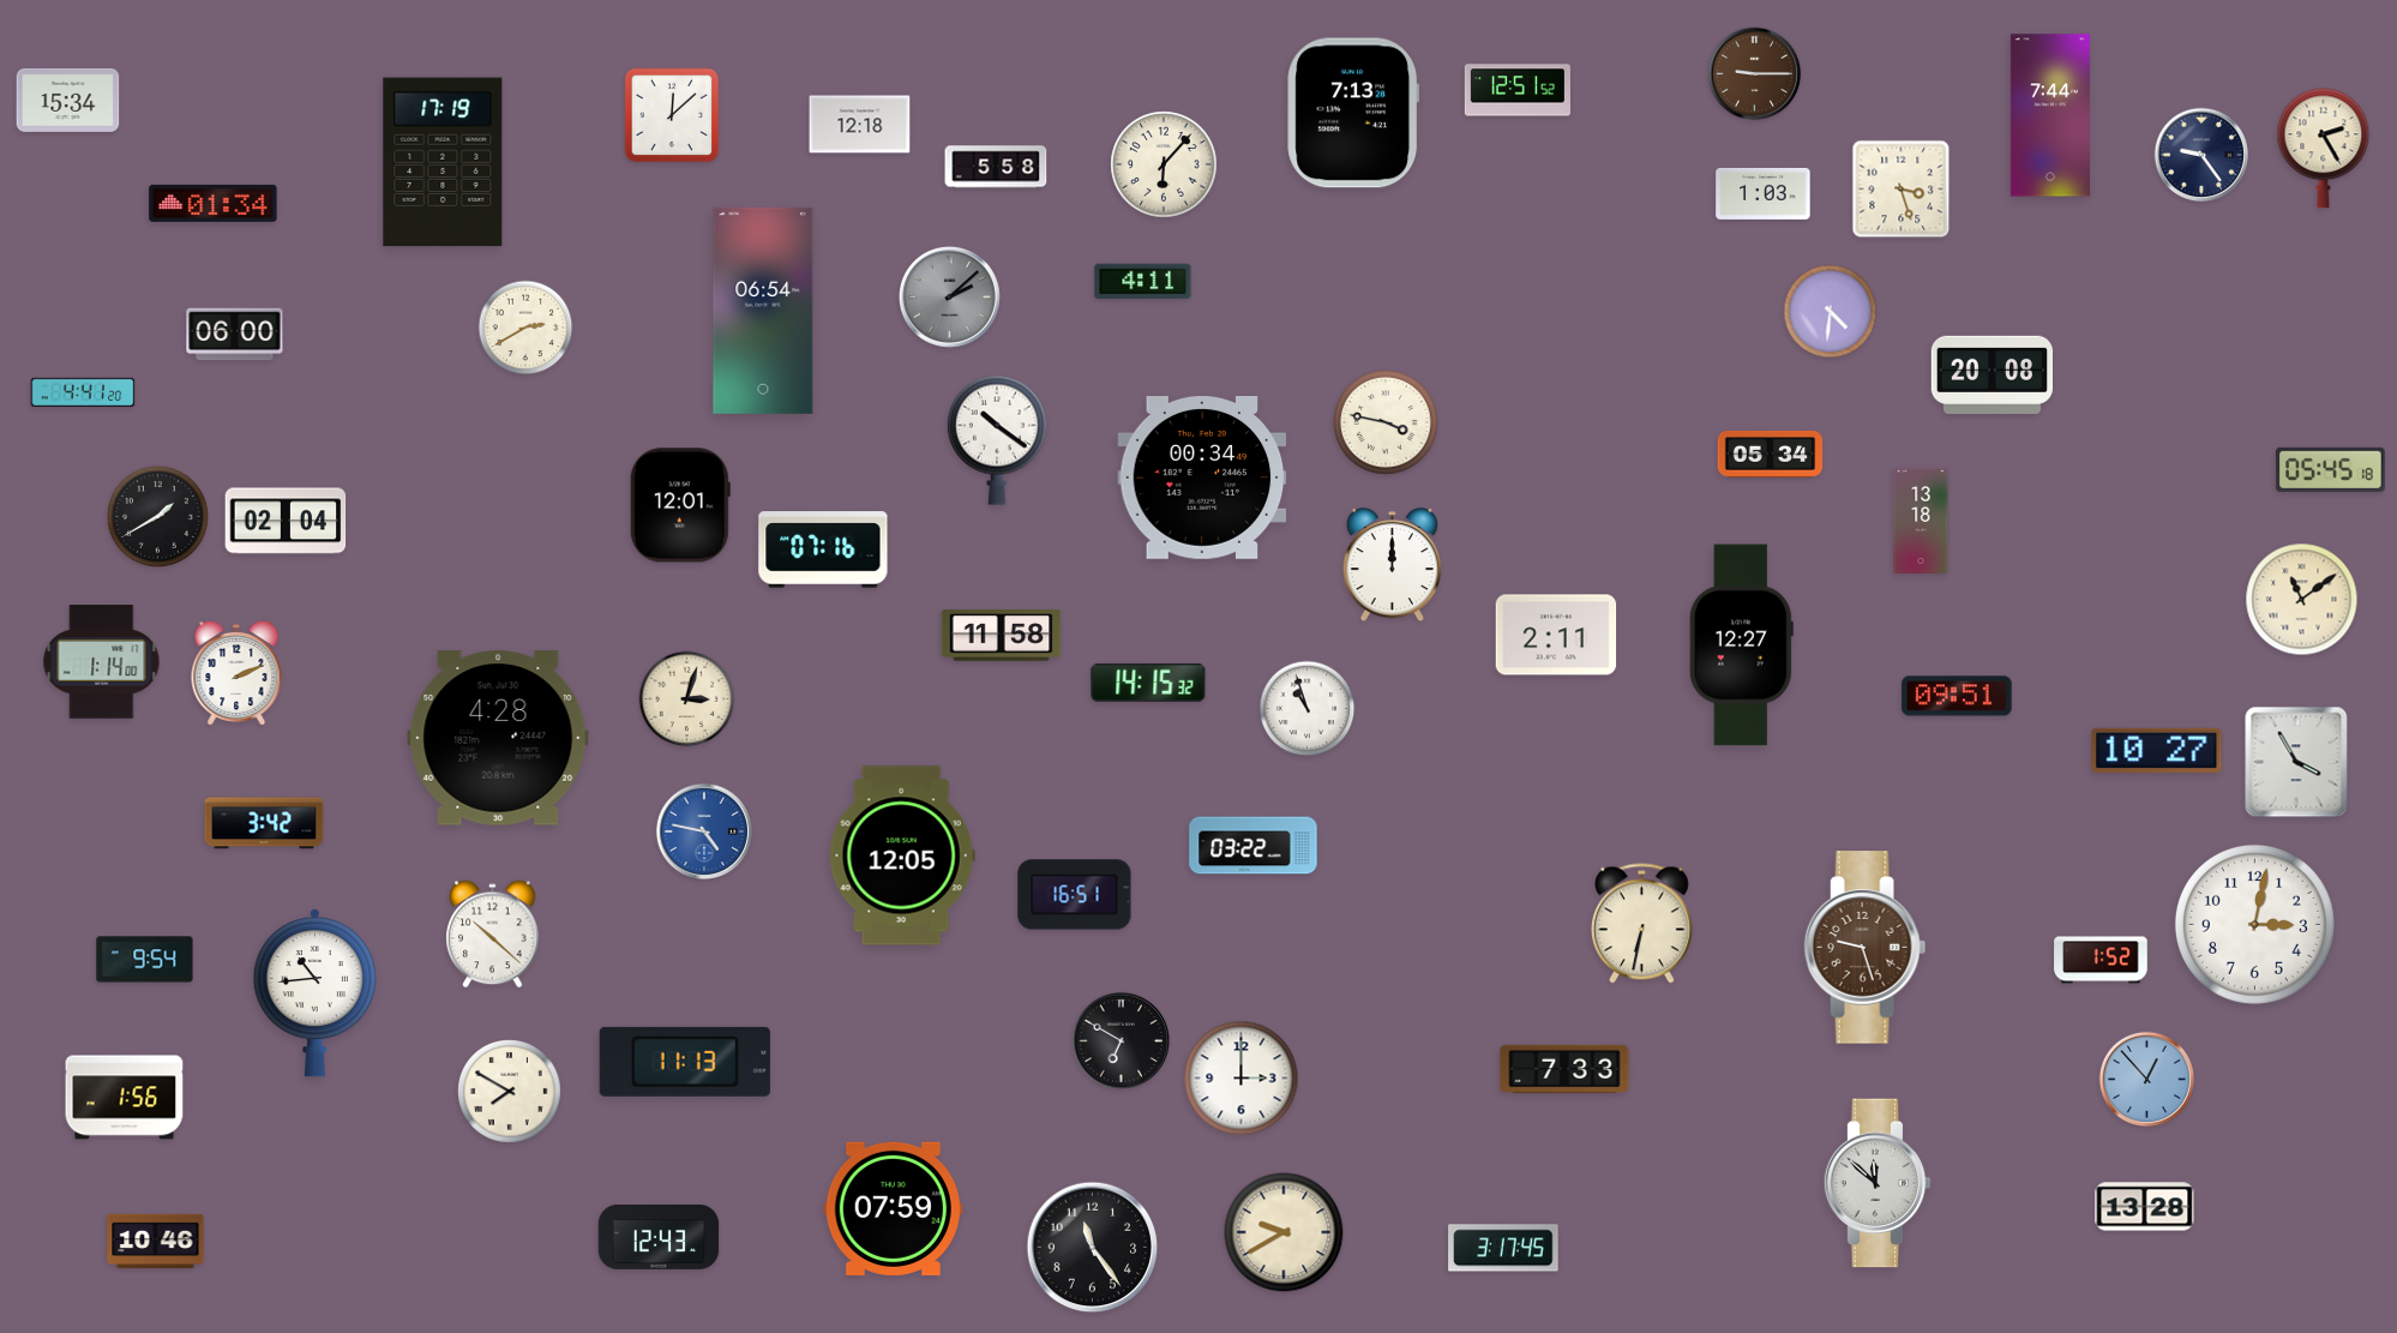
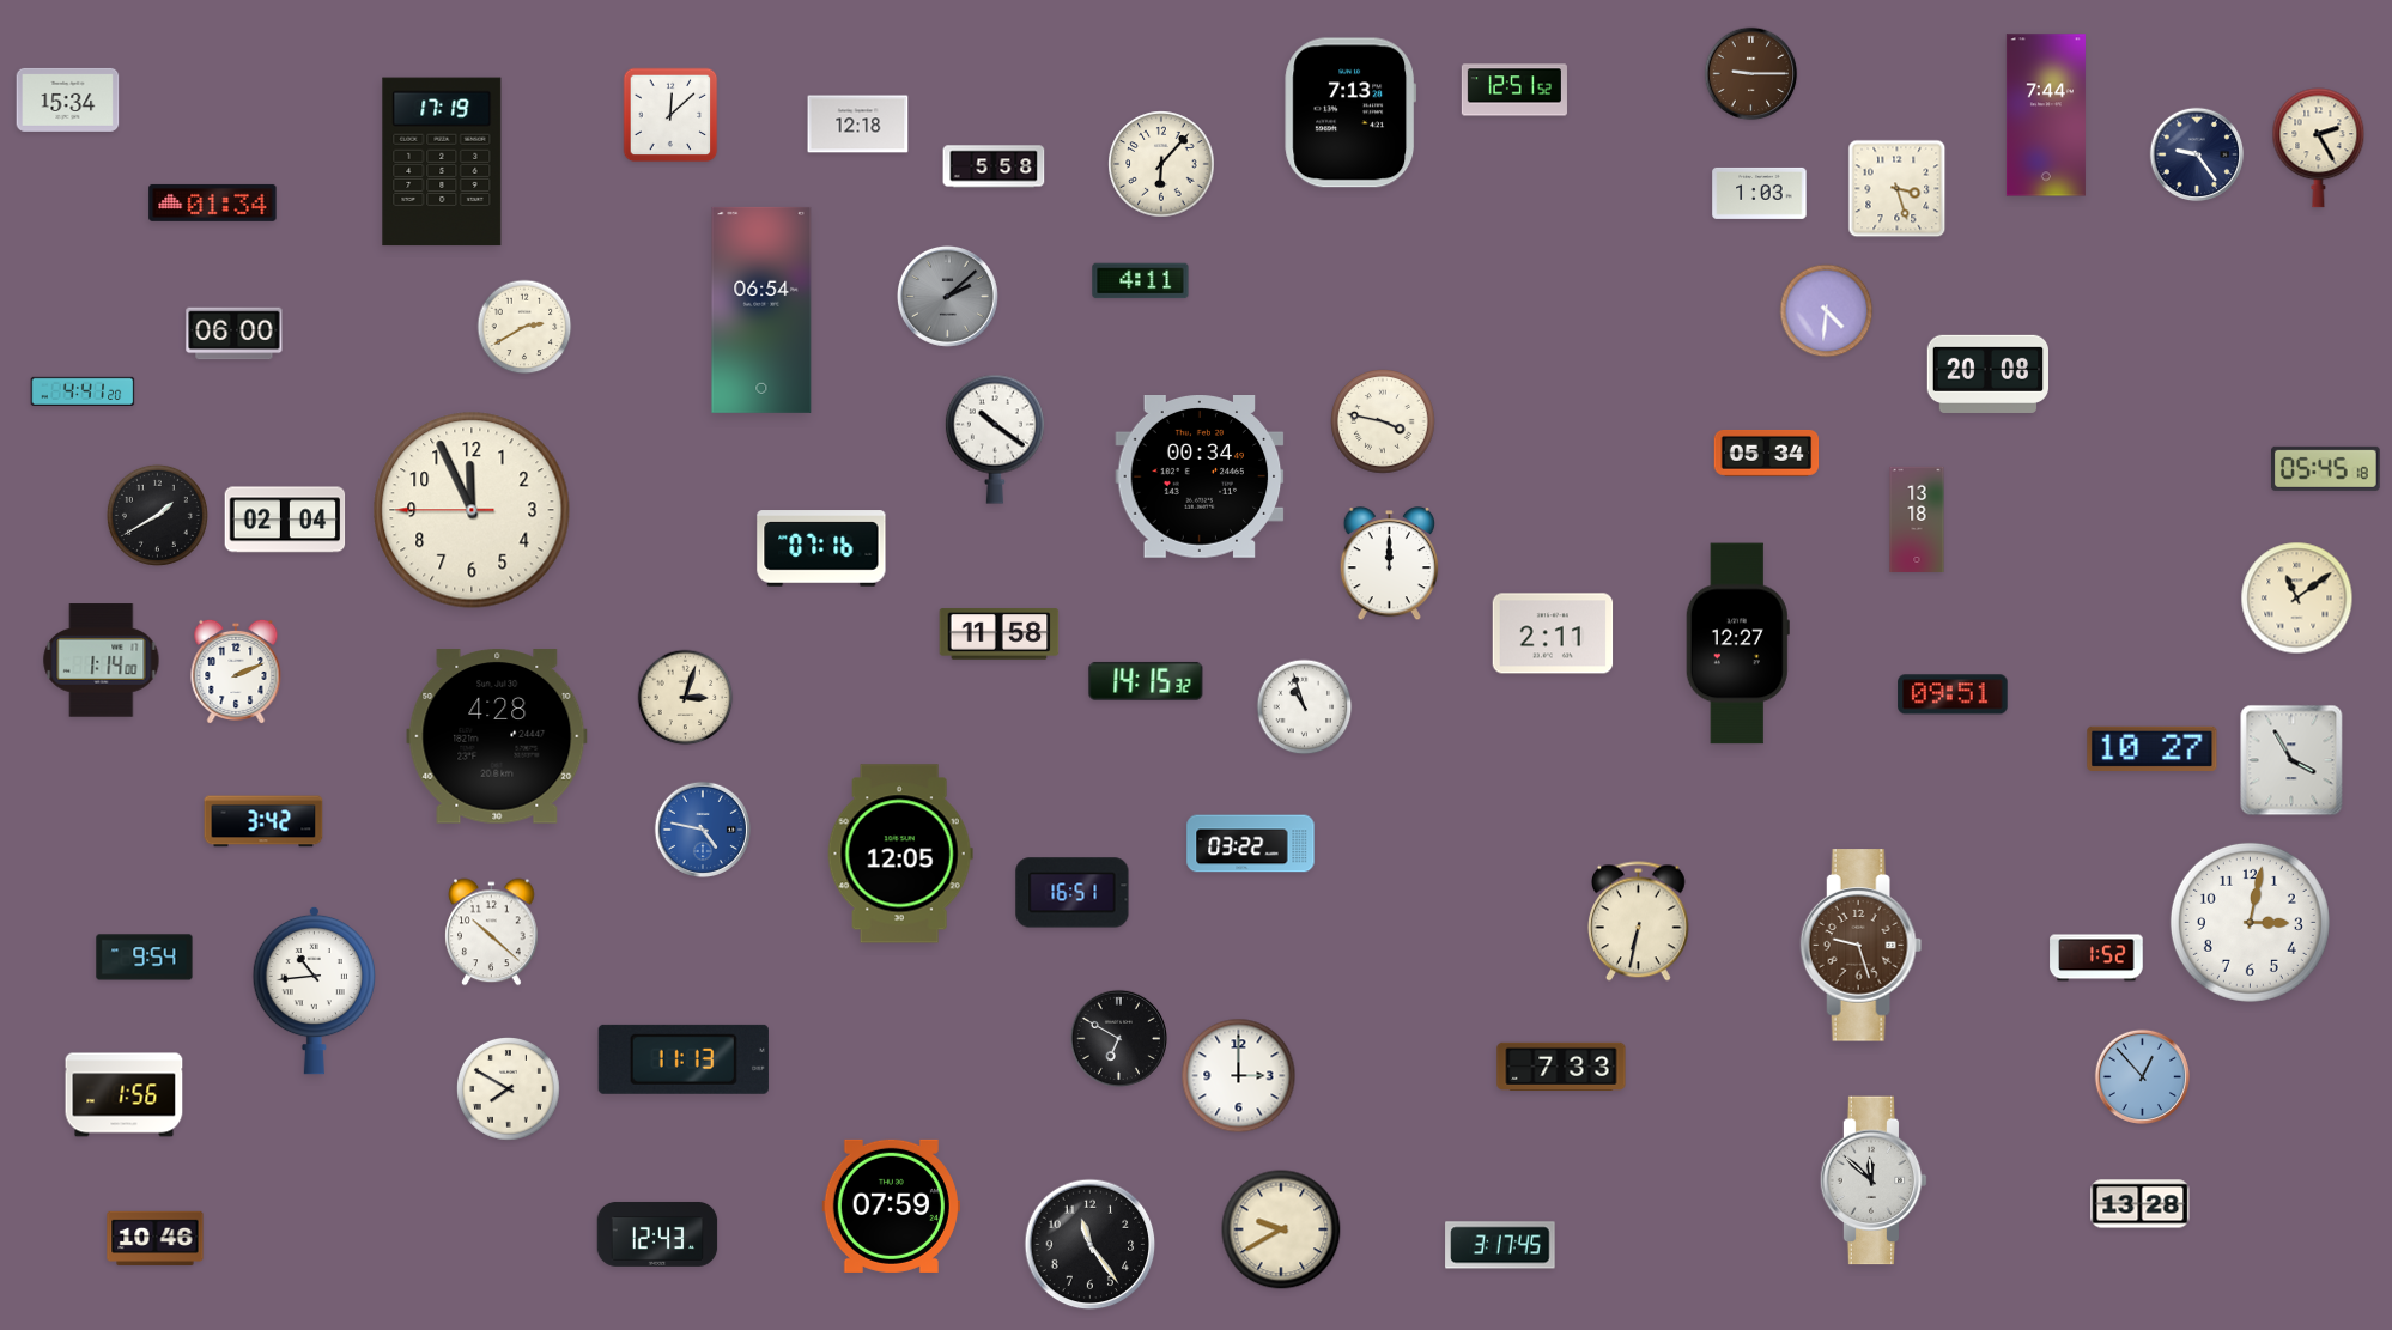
clock at (680, 505): 12:01 -> none
clock at (472, 510): none -> 11:55
